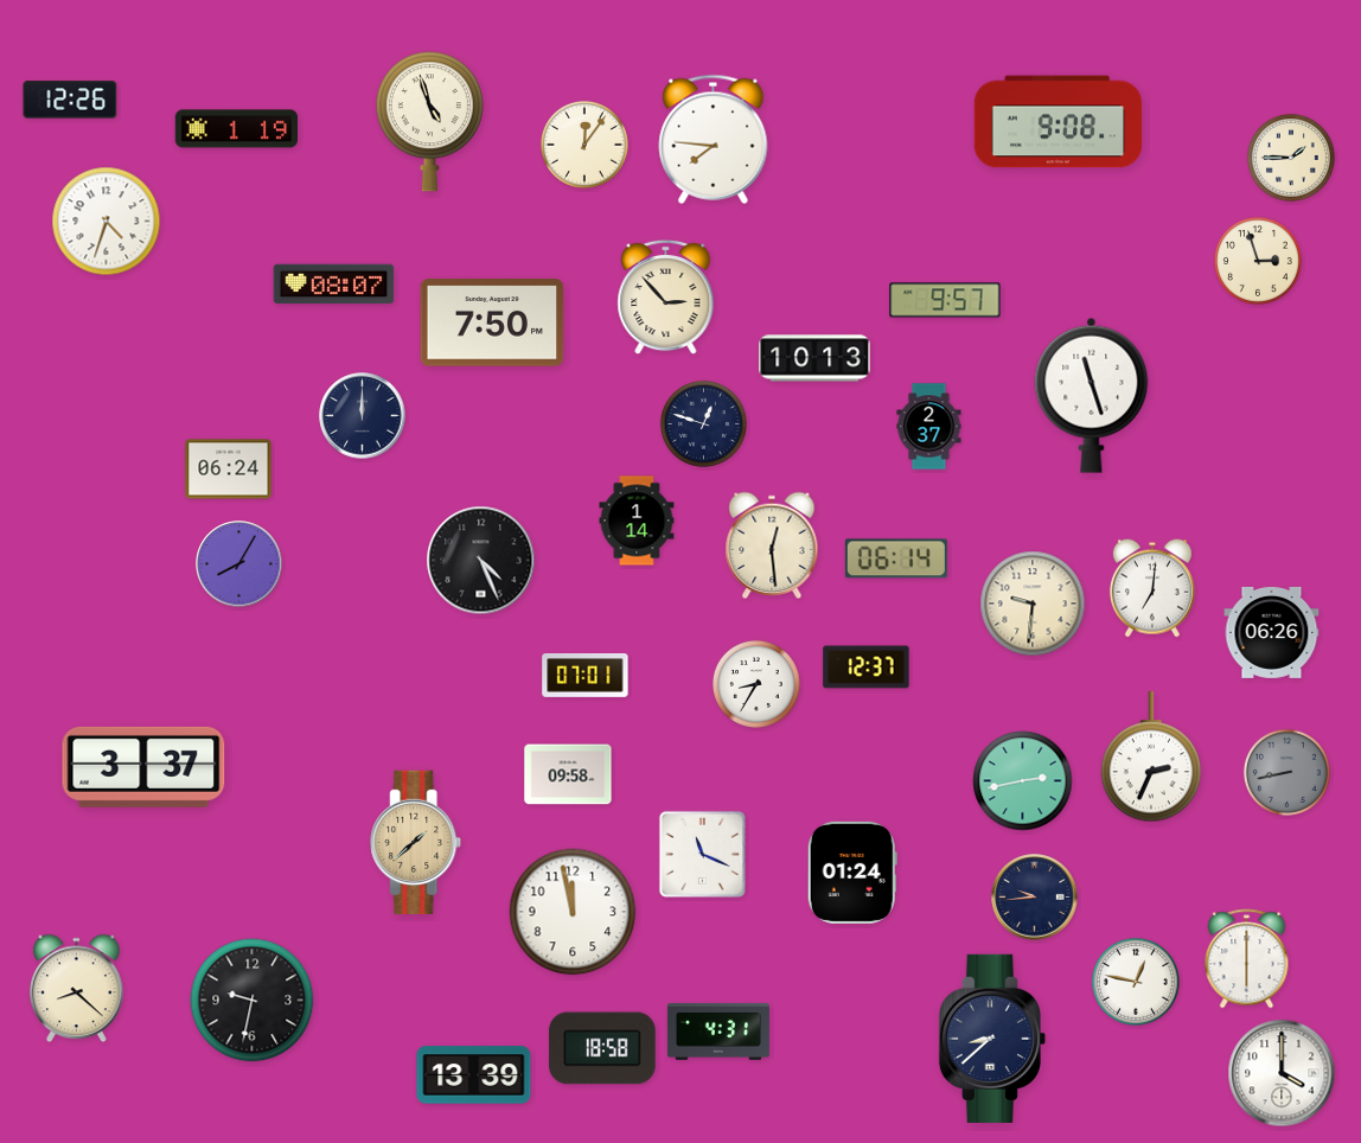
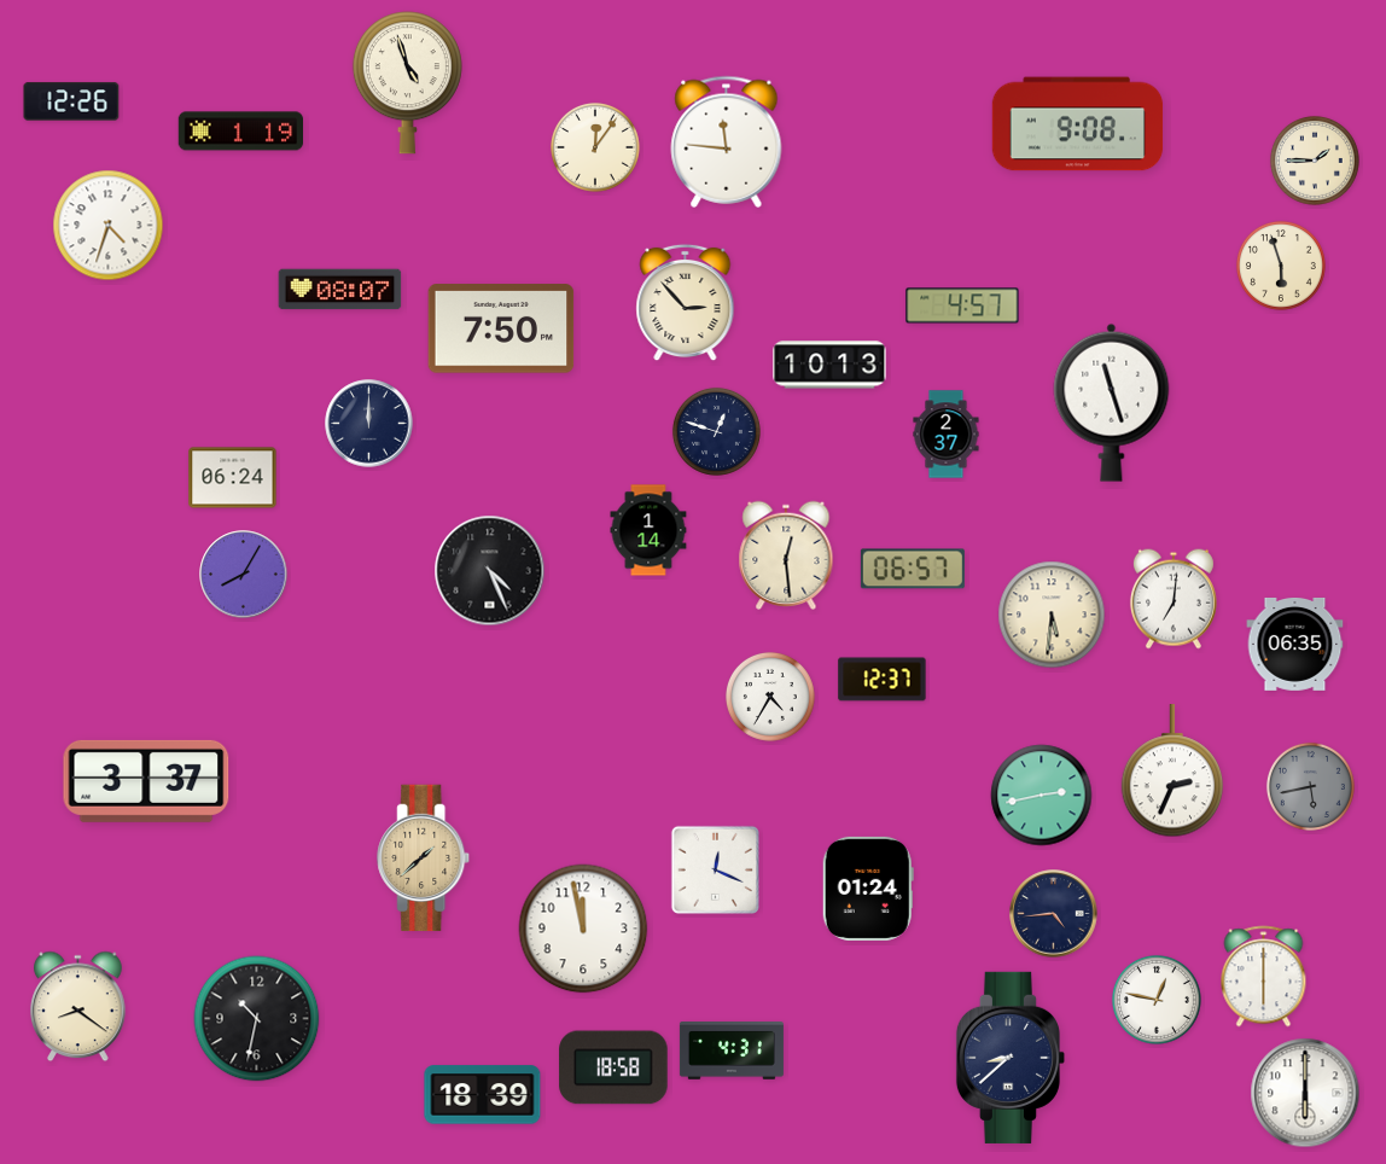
clock at (429, 122) position: (429, 122) -> (407, 83)
clock at (714, 139): 7:46 -> 11:46
clock at (1258, 261): 2:57 -> 5:57
clock at (666, 298) position: (666, 298) -> (686, 303)
clock at (945, 300): 9:57 -> 4:57
clock at (896, 558): 06:14 -> 06:57
clock at (1033, 604): 9:31 -> 5:31
clock at (1272, 632): 06:26 -> 06:35
clock at (586, 676): 07:01 -> none
clock at (756, 684): 8:35 -> 4:35
clock at (1286, 772): 8:43 -> 5:43
clock at (568, 774): 09:58 -> none
clock at (702, 854): 11:19 -> 12:19
clock at (1035, 898): 9:44 -> 4:44
clock at (1247, 959) position: (1247, 959) -> (1264, 977)
clock at (77, 989): 8:22 -> 8:21
clock at (253, 1001): 9:32 -> 10:32
clock at (1282, 1073): 4:00 -> 6:00
clock at (474, 1075): 13:39 -> 18:39
